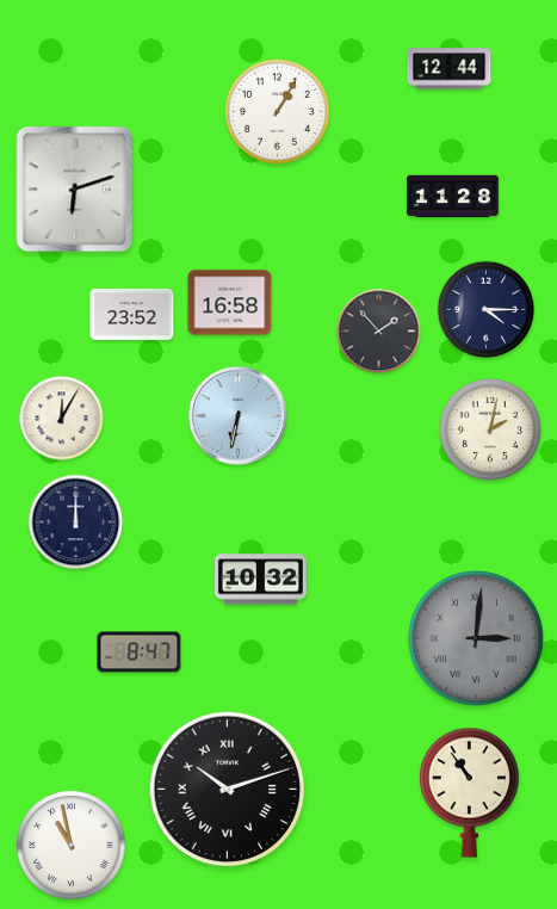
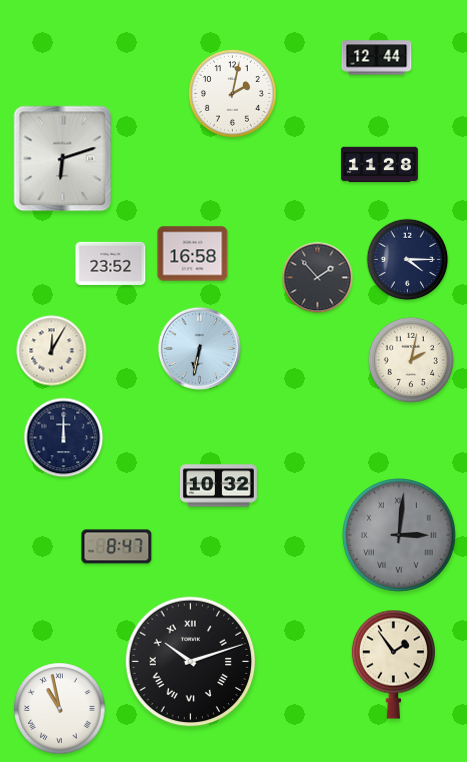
clock at (278, 112): 1:05 -> 2:02
clock at (469, 792): 10:54 -> 1:54
